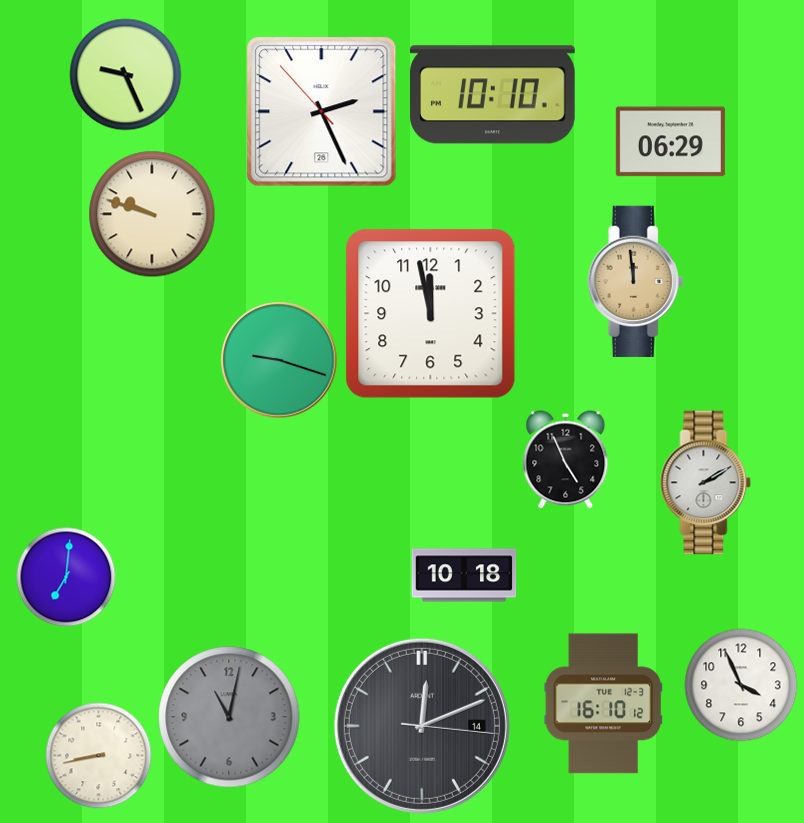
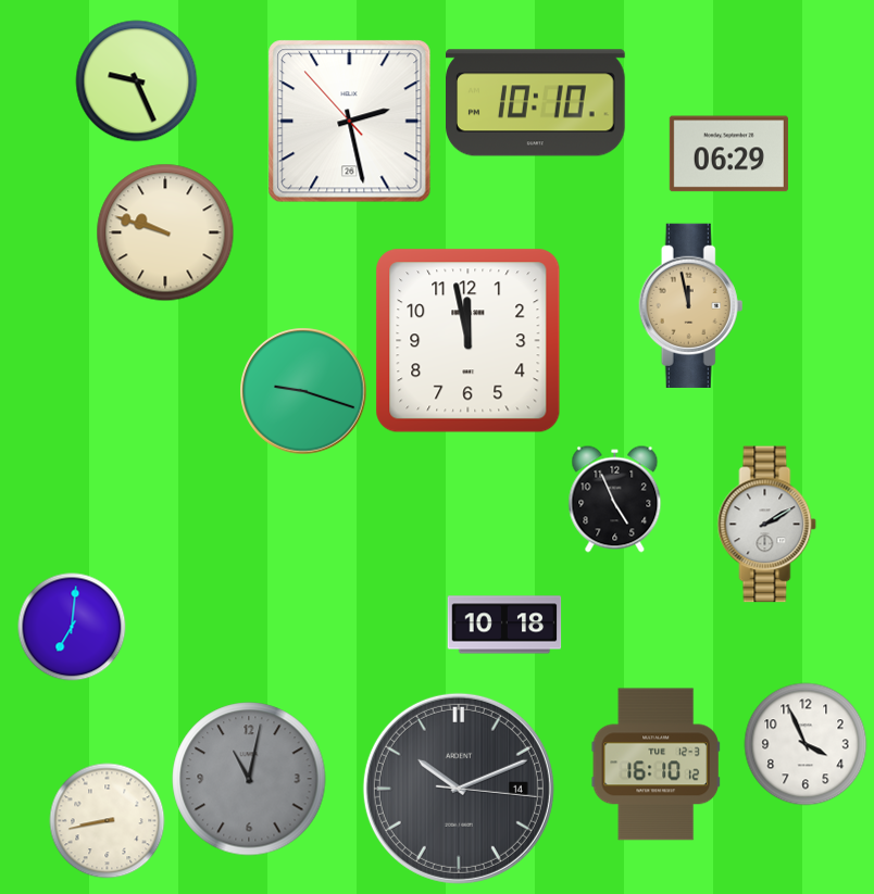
clock at (322, 112): 2:25 -> 2:27
clock at (636, 281): 11:59 -> 11:58
clock at (422, 726): 12:11 -> 10:11
